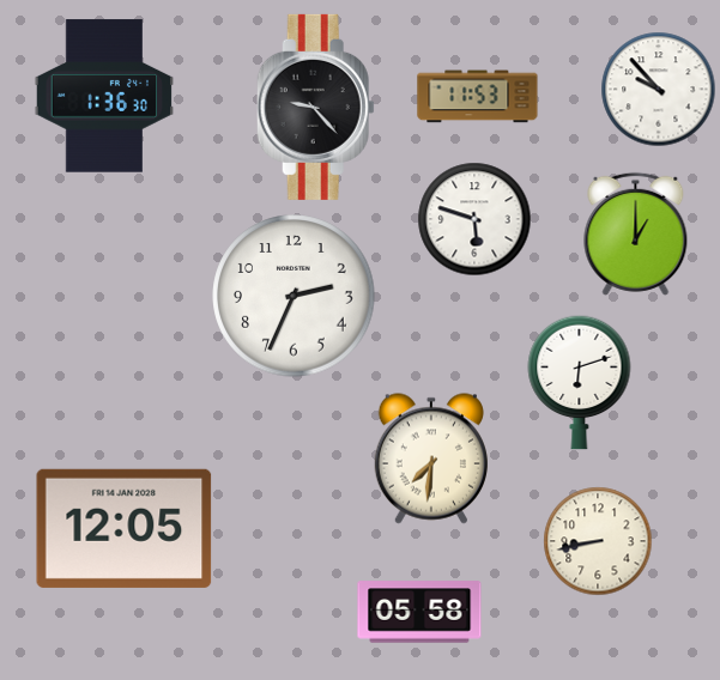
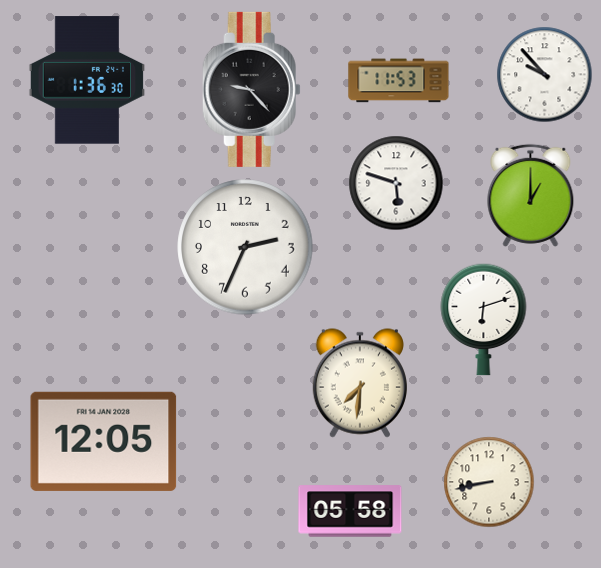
clock at (659, 90) position: (659, 90) -> (545, 75)
clock at (315, 107) position: (315, 107) -> (251, 89)
clock at (598, 541) position: (598, 541) -> (489, 482)
